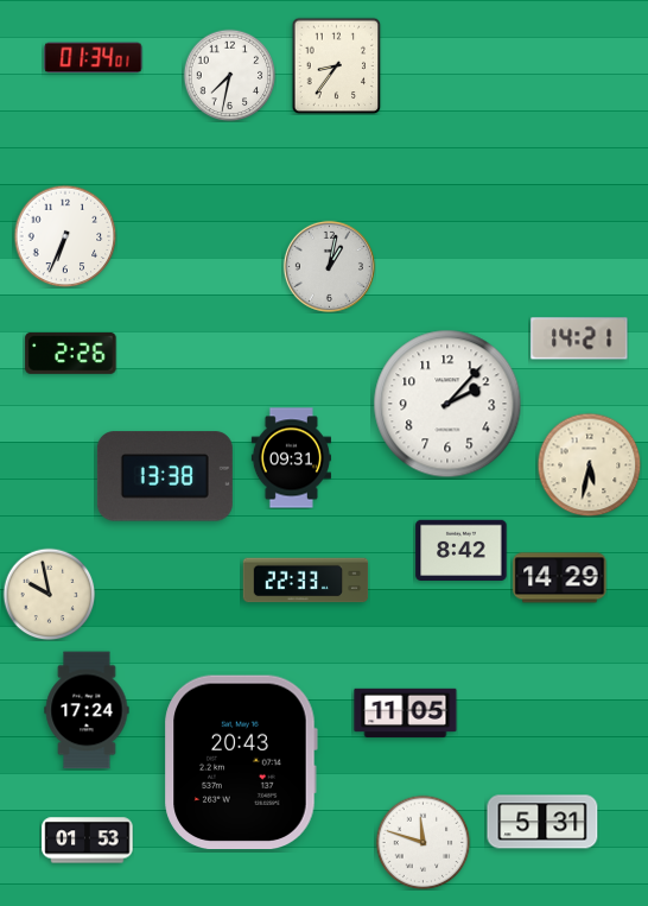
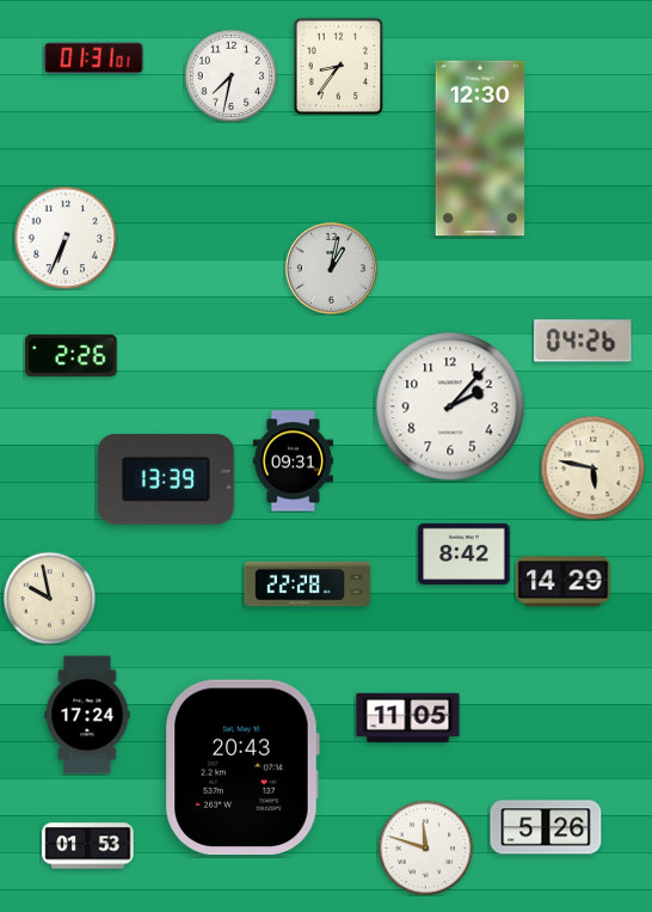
clock at (94, 58): 01:34 -> 01:31
clock at (480, 148): none -> 12:30
clock at (579, 338): 14:21 -> 04:26
clock at (589, 464): 5:32 -> 5:47
clock at (165, 476): 13:38 -> 13:39
clock at (306, 581): 22:33 -> 22:28
clock at (542, 822): 5:31 -> 5:26
